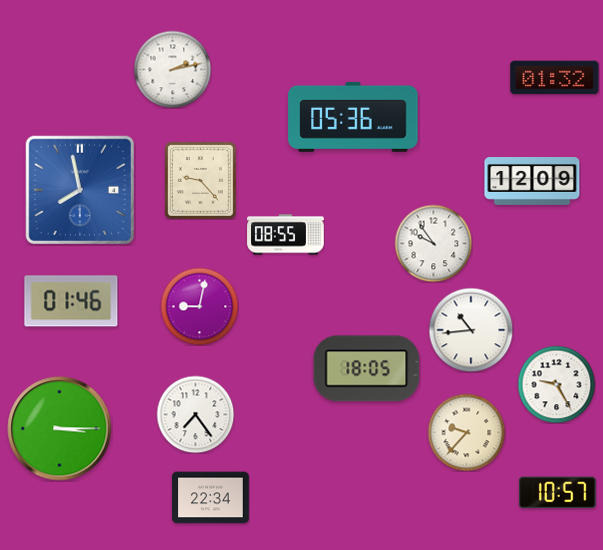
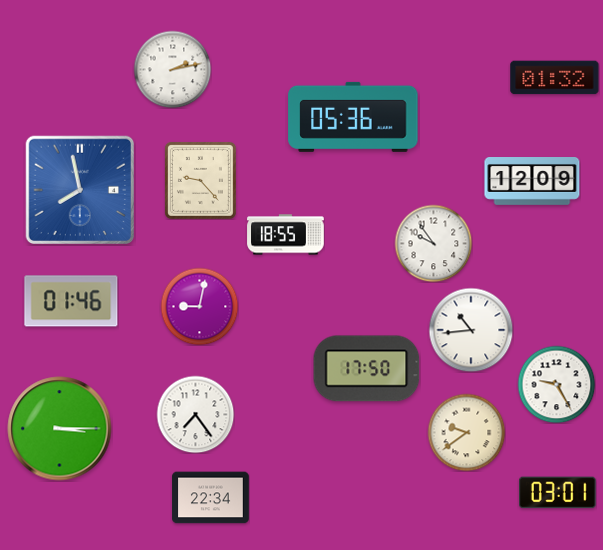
clock at (286, 235): 08:55 -> 18:55
clock at (367, 369): 18:05 -> 17:50
clock at (466, 432): 9:37 -> 9:39
clock at (558, 493): 10:57 -> 03:01
